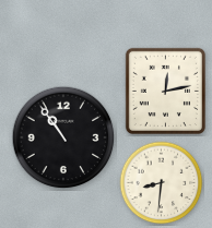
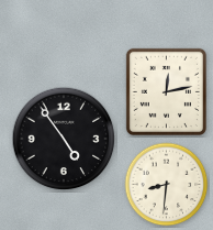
clock at (63, 137): 10:54 -> 4:54
clock at (162, 183) position: (162, 183) -> (167, 185)
